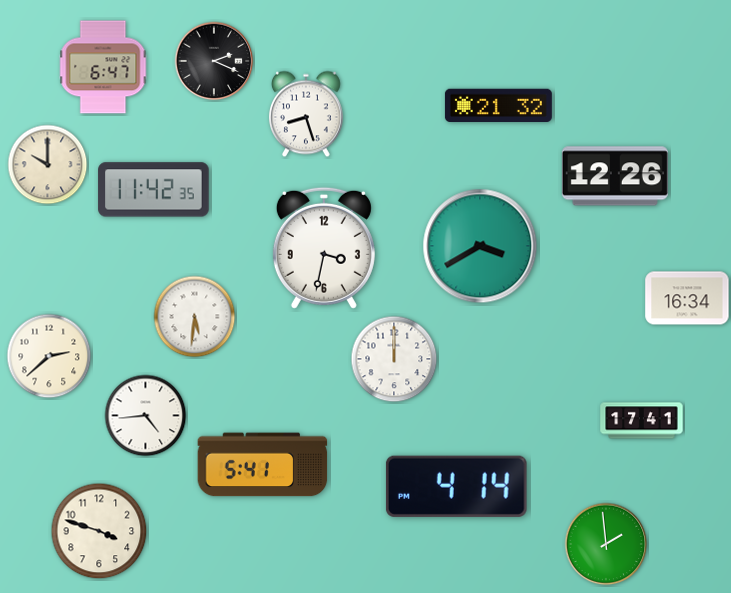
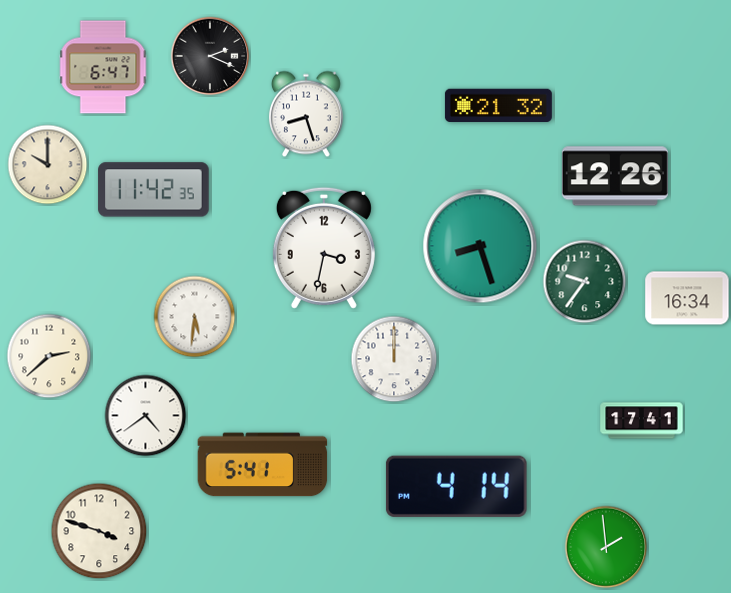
clock at (214, 61) position: (214, 61) -> (210, 56)
clock at (480, 246): 3:40 -> 8:27
clock at (585, 282): none -> 9:36
clock at (146, 416): 4:44 -> 4:39
clock at (606, 544) position: (606, 544) -> (606, 547)
